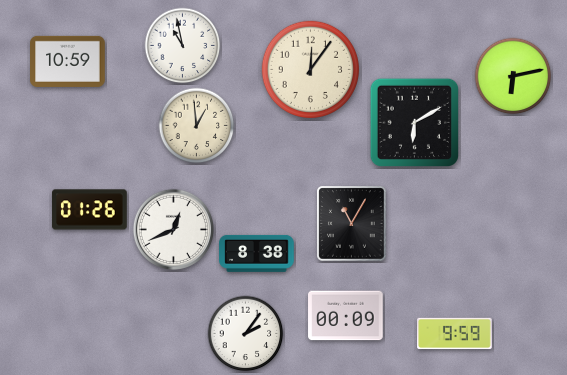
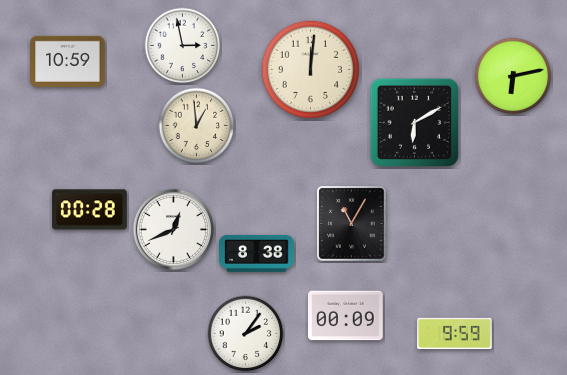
clock at (183, 46): 10:58 -> 2:58
clock at (310, 69): 12:06 -> 12:01
clock at (90, 210): 01:26 -> 00:28
